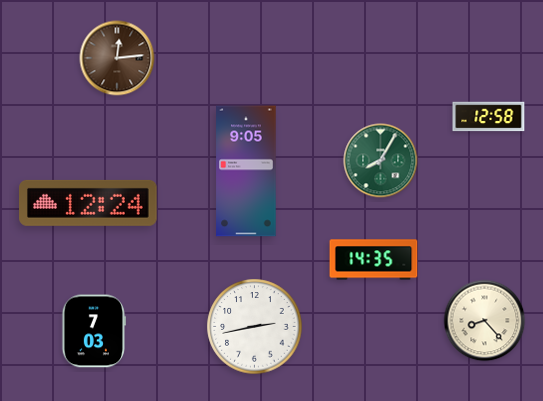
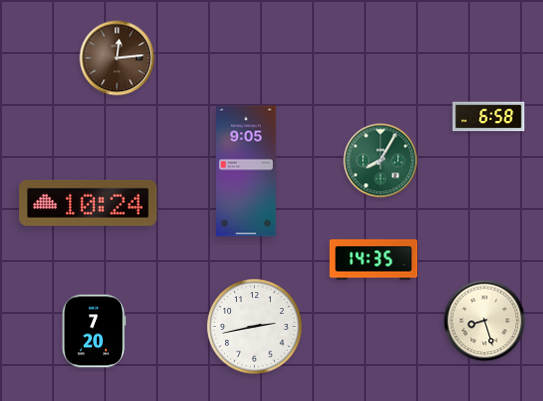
clock at (489, 117): 12:58 -> 6:58
clock at (88, 203): 12:24 -> 10:24
clock at (485, 321): 8:23 -> 8:27
clock at (93, 331): 7:03 -> 7:20
